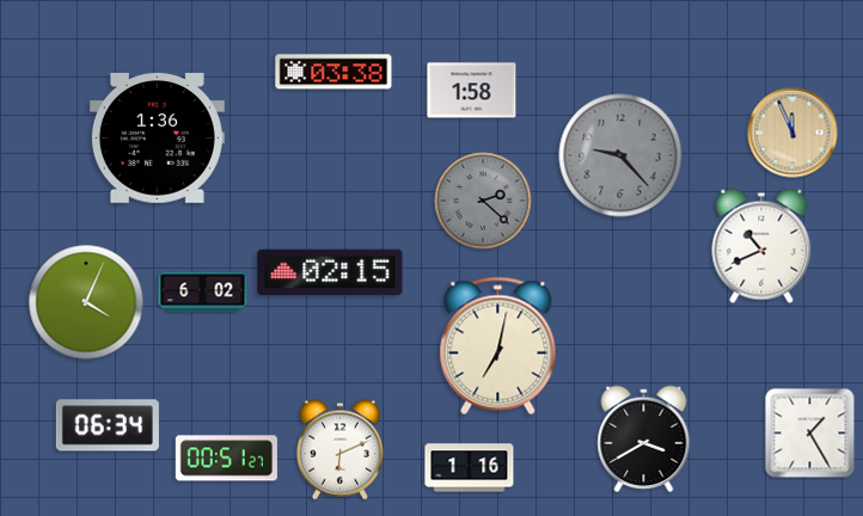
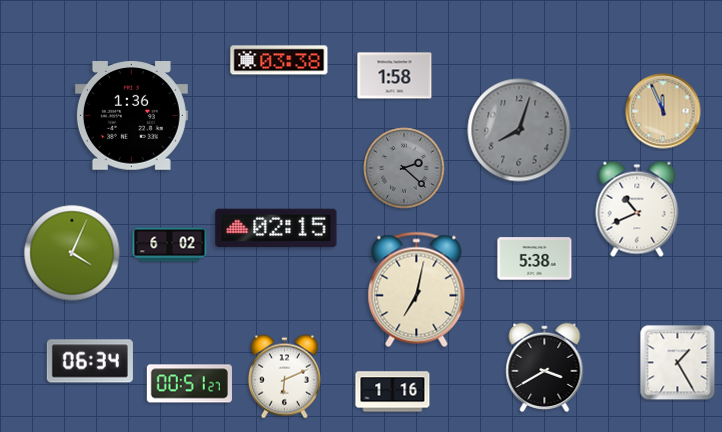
clock at (620, 155): 9:23 -> 8:03
clock at (761, 246) position: (761, 246) -> (637, 209)
clock at (535, 259): none -> 5:38
clock at (108, 425) position: (108, 425) -> (90, 361)
clock at (644, 438) position: (644, 438) -> (545, 367)
